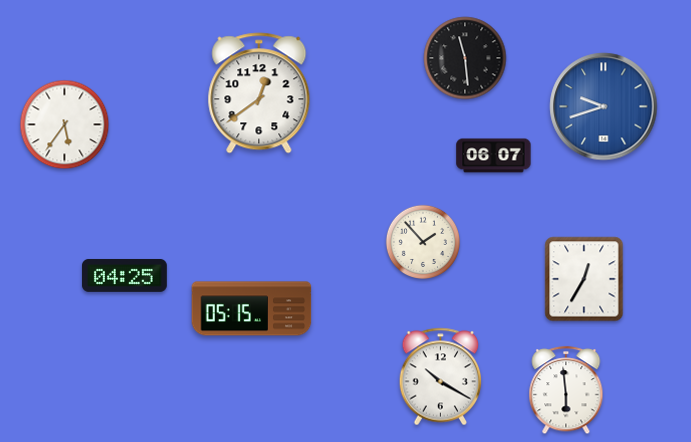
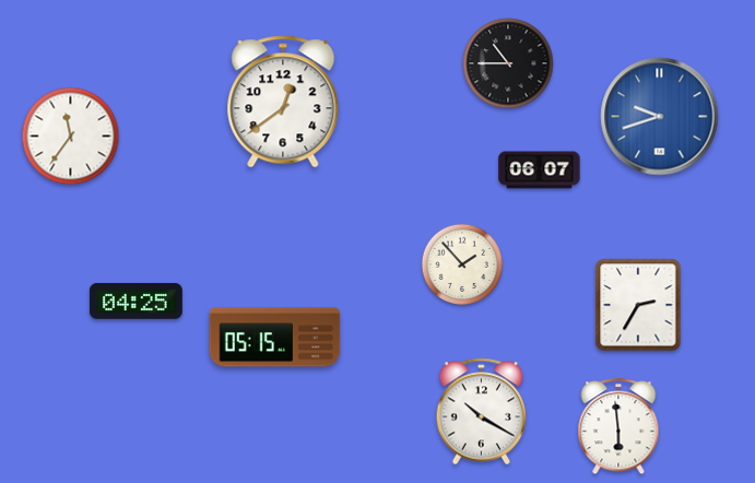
clock at (465, 58): 11:29 -> 10:45
clock at (65, 125): 5:36 -> 11:36
clock at (584, 279): 12:35 -> 2:35
